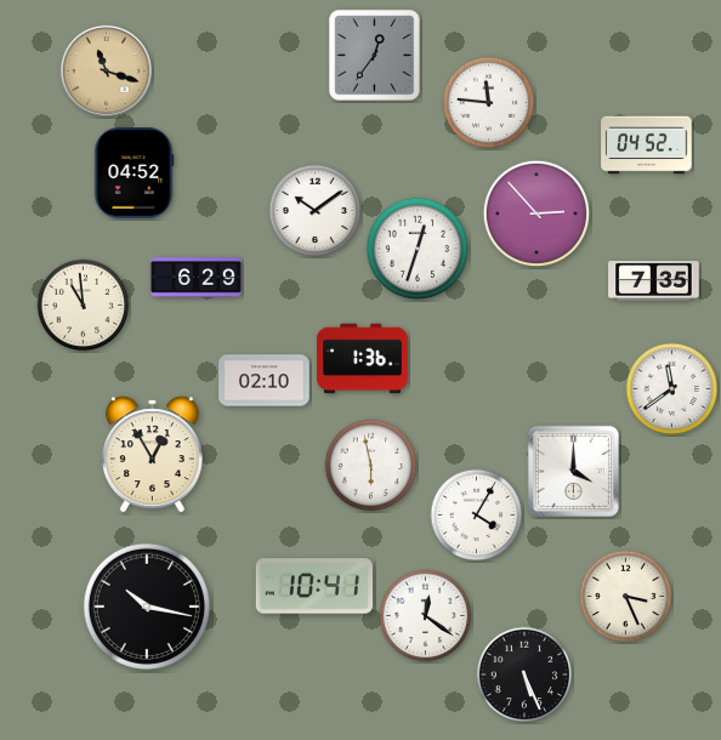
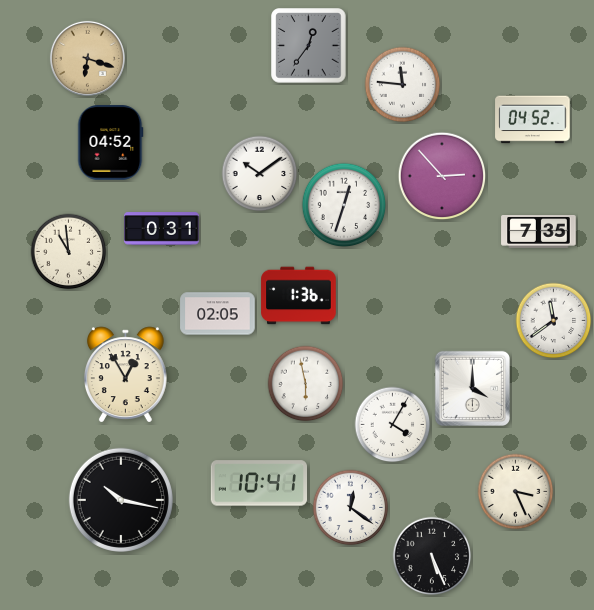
clock at (106, 70): 11:18 -> 6:18
clock at (197, 278): 6:29 -> 0:31
clock at (265, 381): 02:10 -> 02:05
